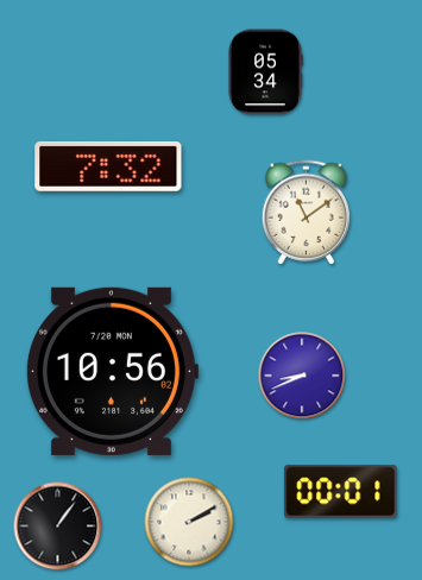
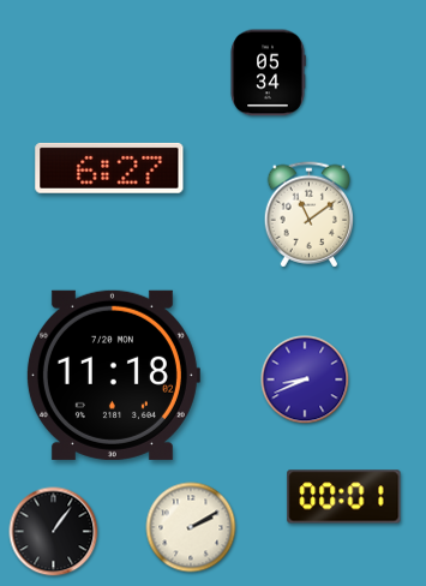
clock at (108, 166): 7:32 -> 6:27
clock at (112, 371): 10:56 -> 11:18
clock at (58, 527) position: (58, 527) -> (54, 532)
